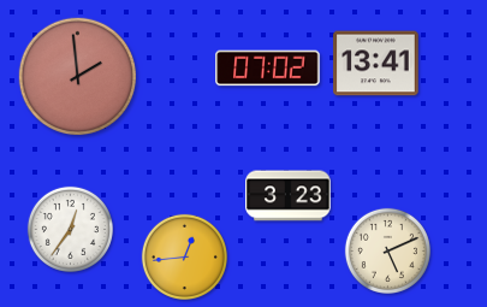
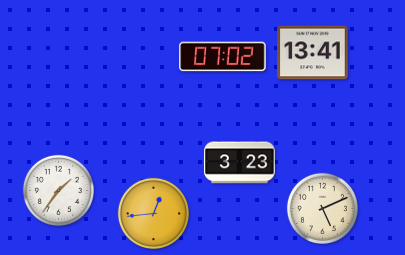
clock at (78, 77): 1:59 -> none
clock at (70, 229): 12:36 -> 1:36
